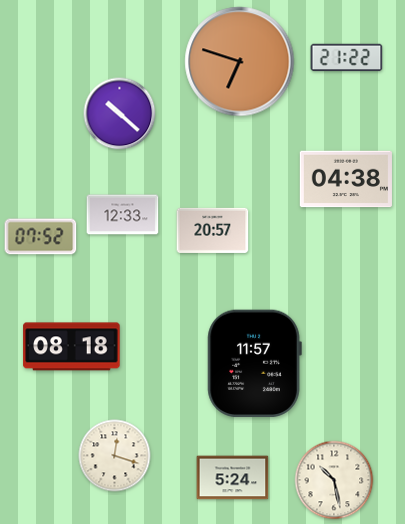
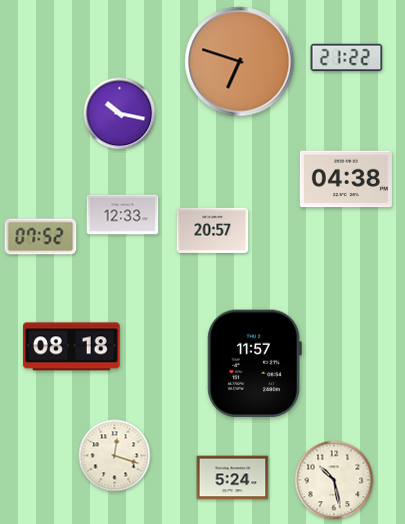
clock at (120, 114): 10:22 -> 10:17
